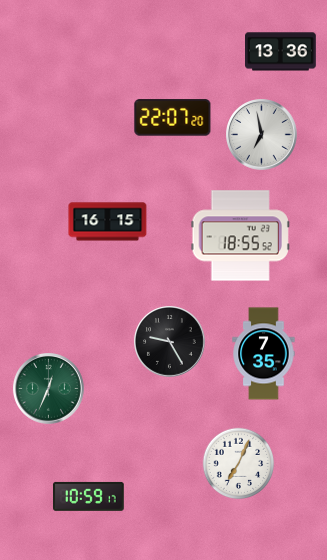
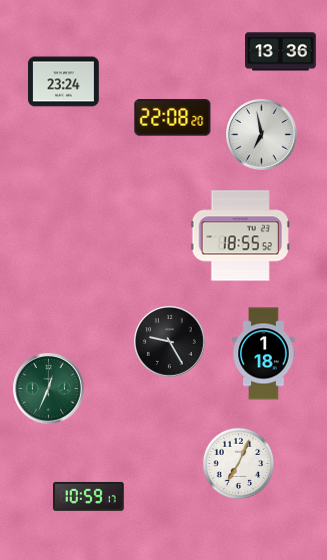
clock at (64, 82): none -> 23:24
clock at (173, 118): 22:07 -> 22:08
clock at (108, 222): 16:15 -> none
clock at (264, 354): 7:35 -> 1:18
